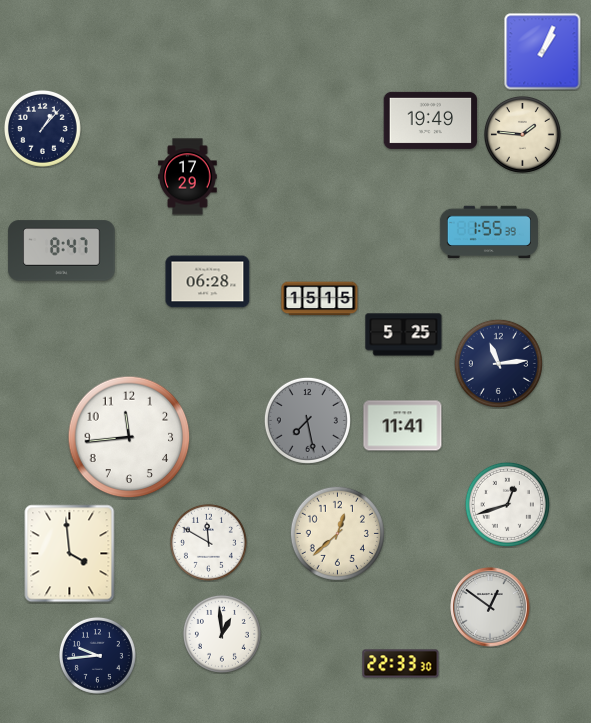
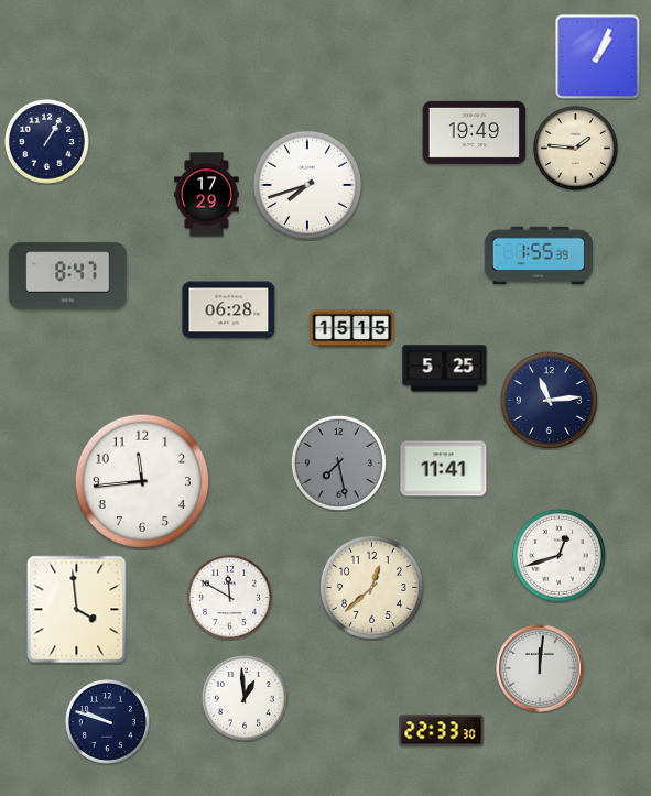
clock at (42, 128): 1:07 -> 1:05
clock at (306, 184): none -> 7:42
clock at (490, 607): 12:51 -> 12:01
clock at (97, 655): 9:44 -> 9:48
